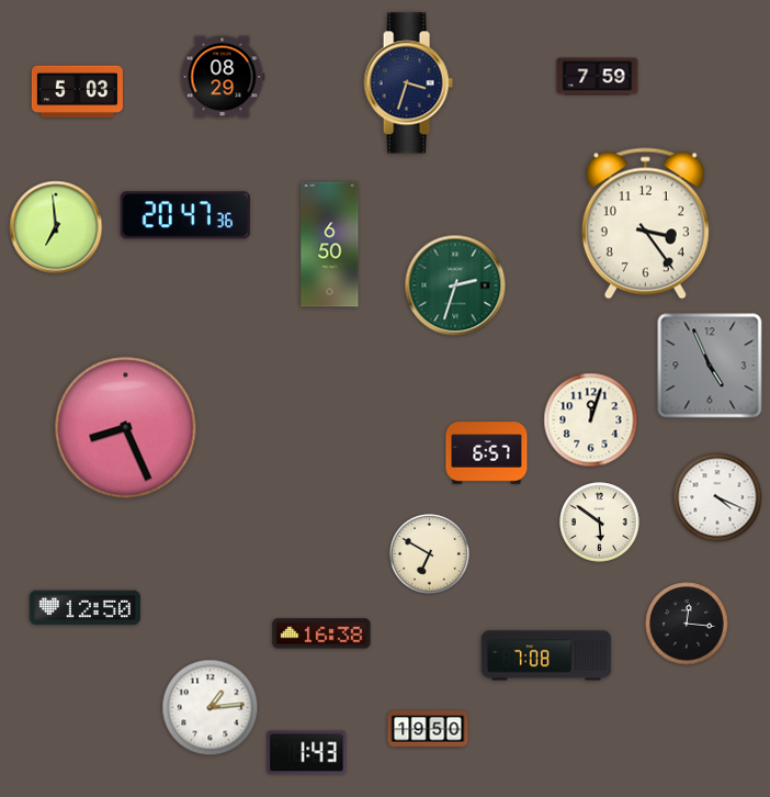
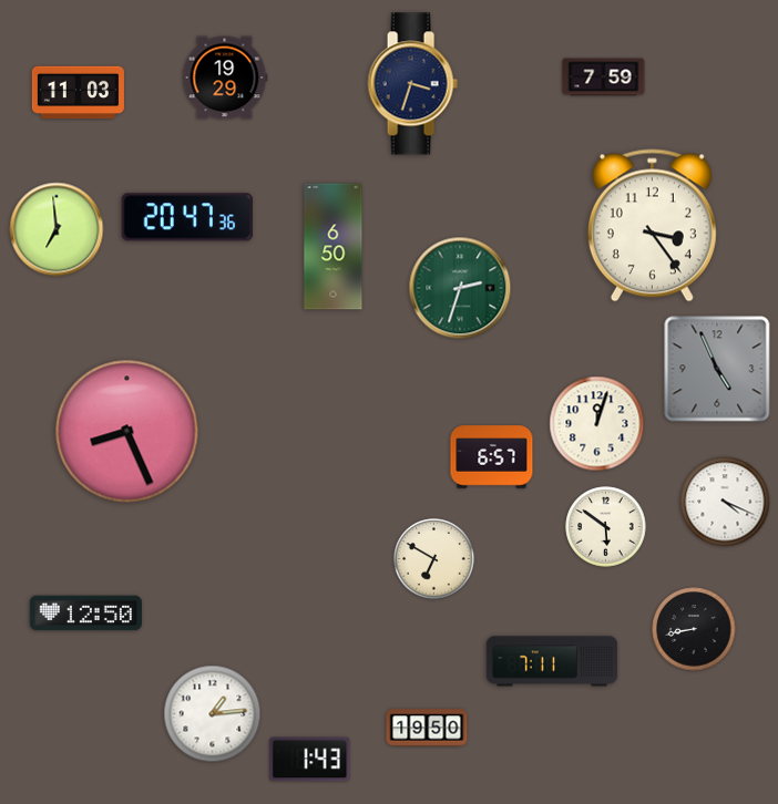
clock at (223, 77): 08:29 -> 19:29
clock at (77, 92): 5:03 -> 11:03
clock at (687, 624): 12:16 -> 8:43
clock at (321, 633): 16:38 -> none
clock at (546, 655): 7:08 -> 7:11
clock at (428, 729) position: (428, 729) -> (427, 728)
